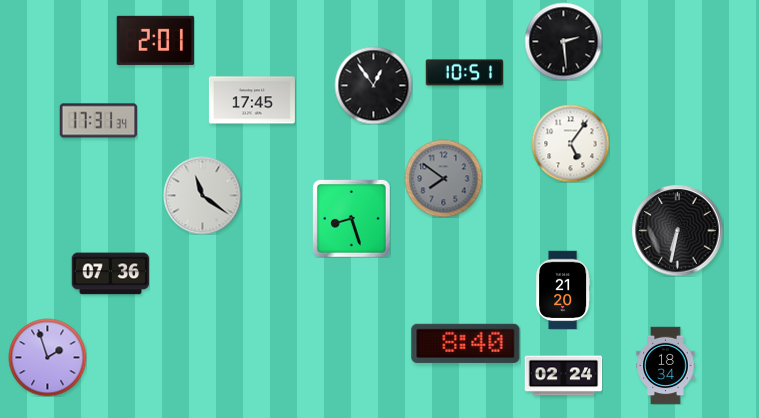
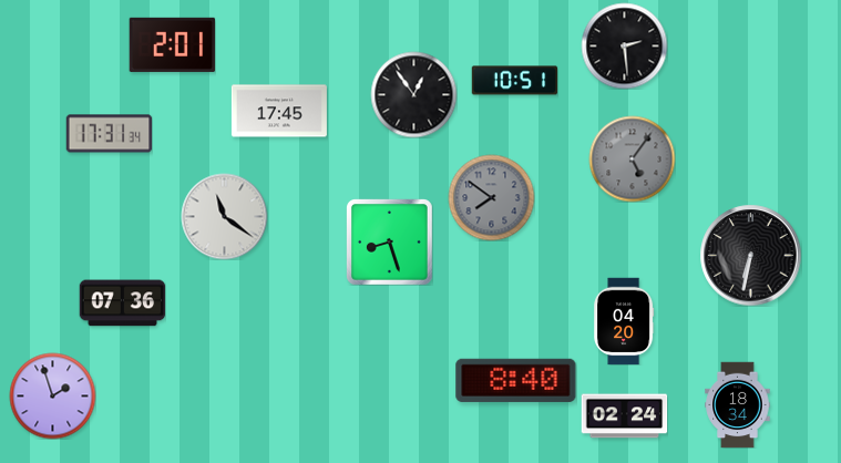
clock at (570, 143) dial: white -> grey
clock at (564, 290): 21:20 -> 04:20
